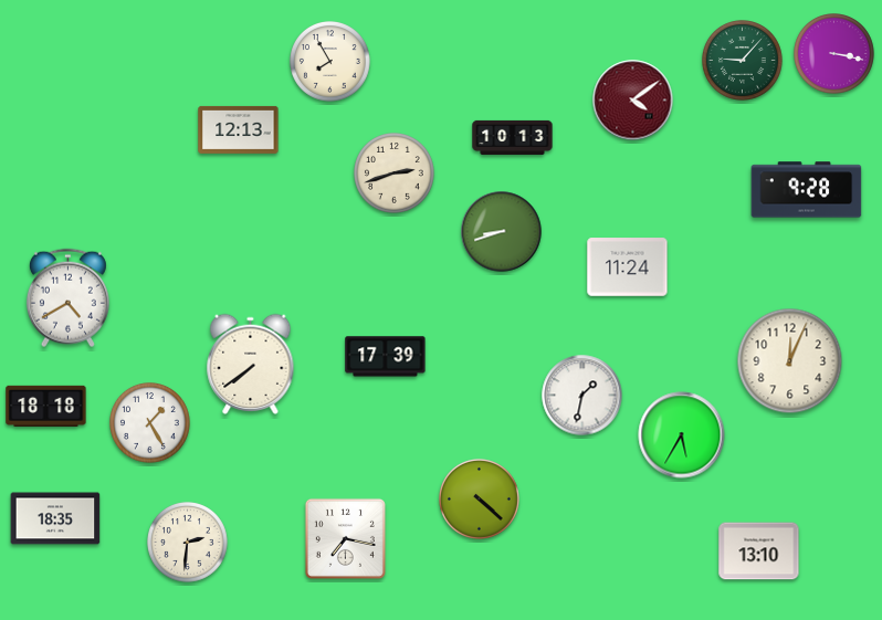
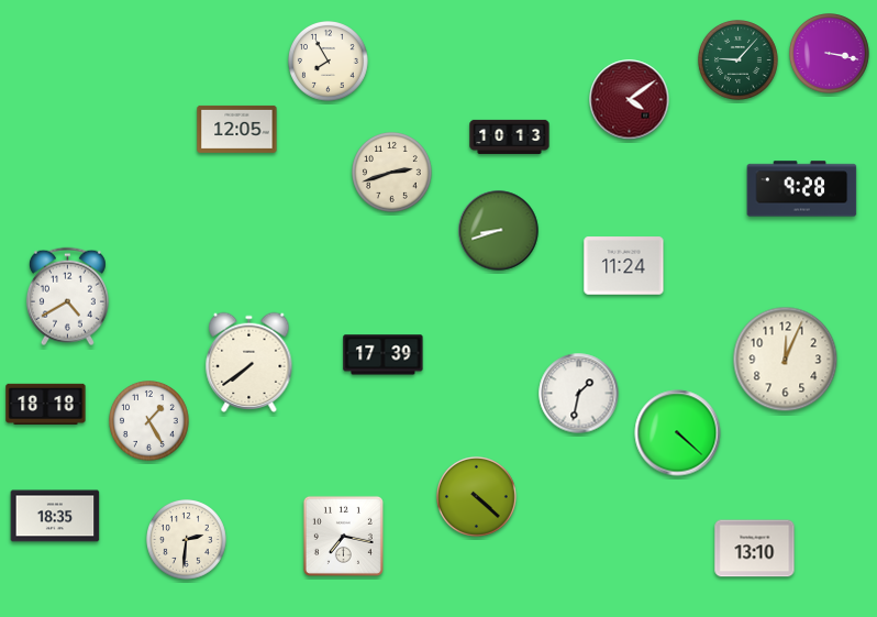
clock at (239, 129): 12:13 -> 12:05
clock at (682, 435): 5:35 -> 4:22
